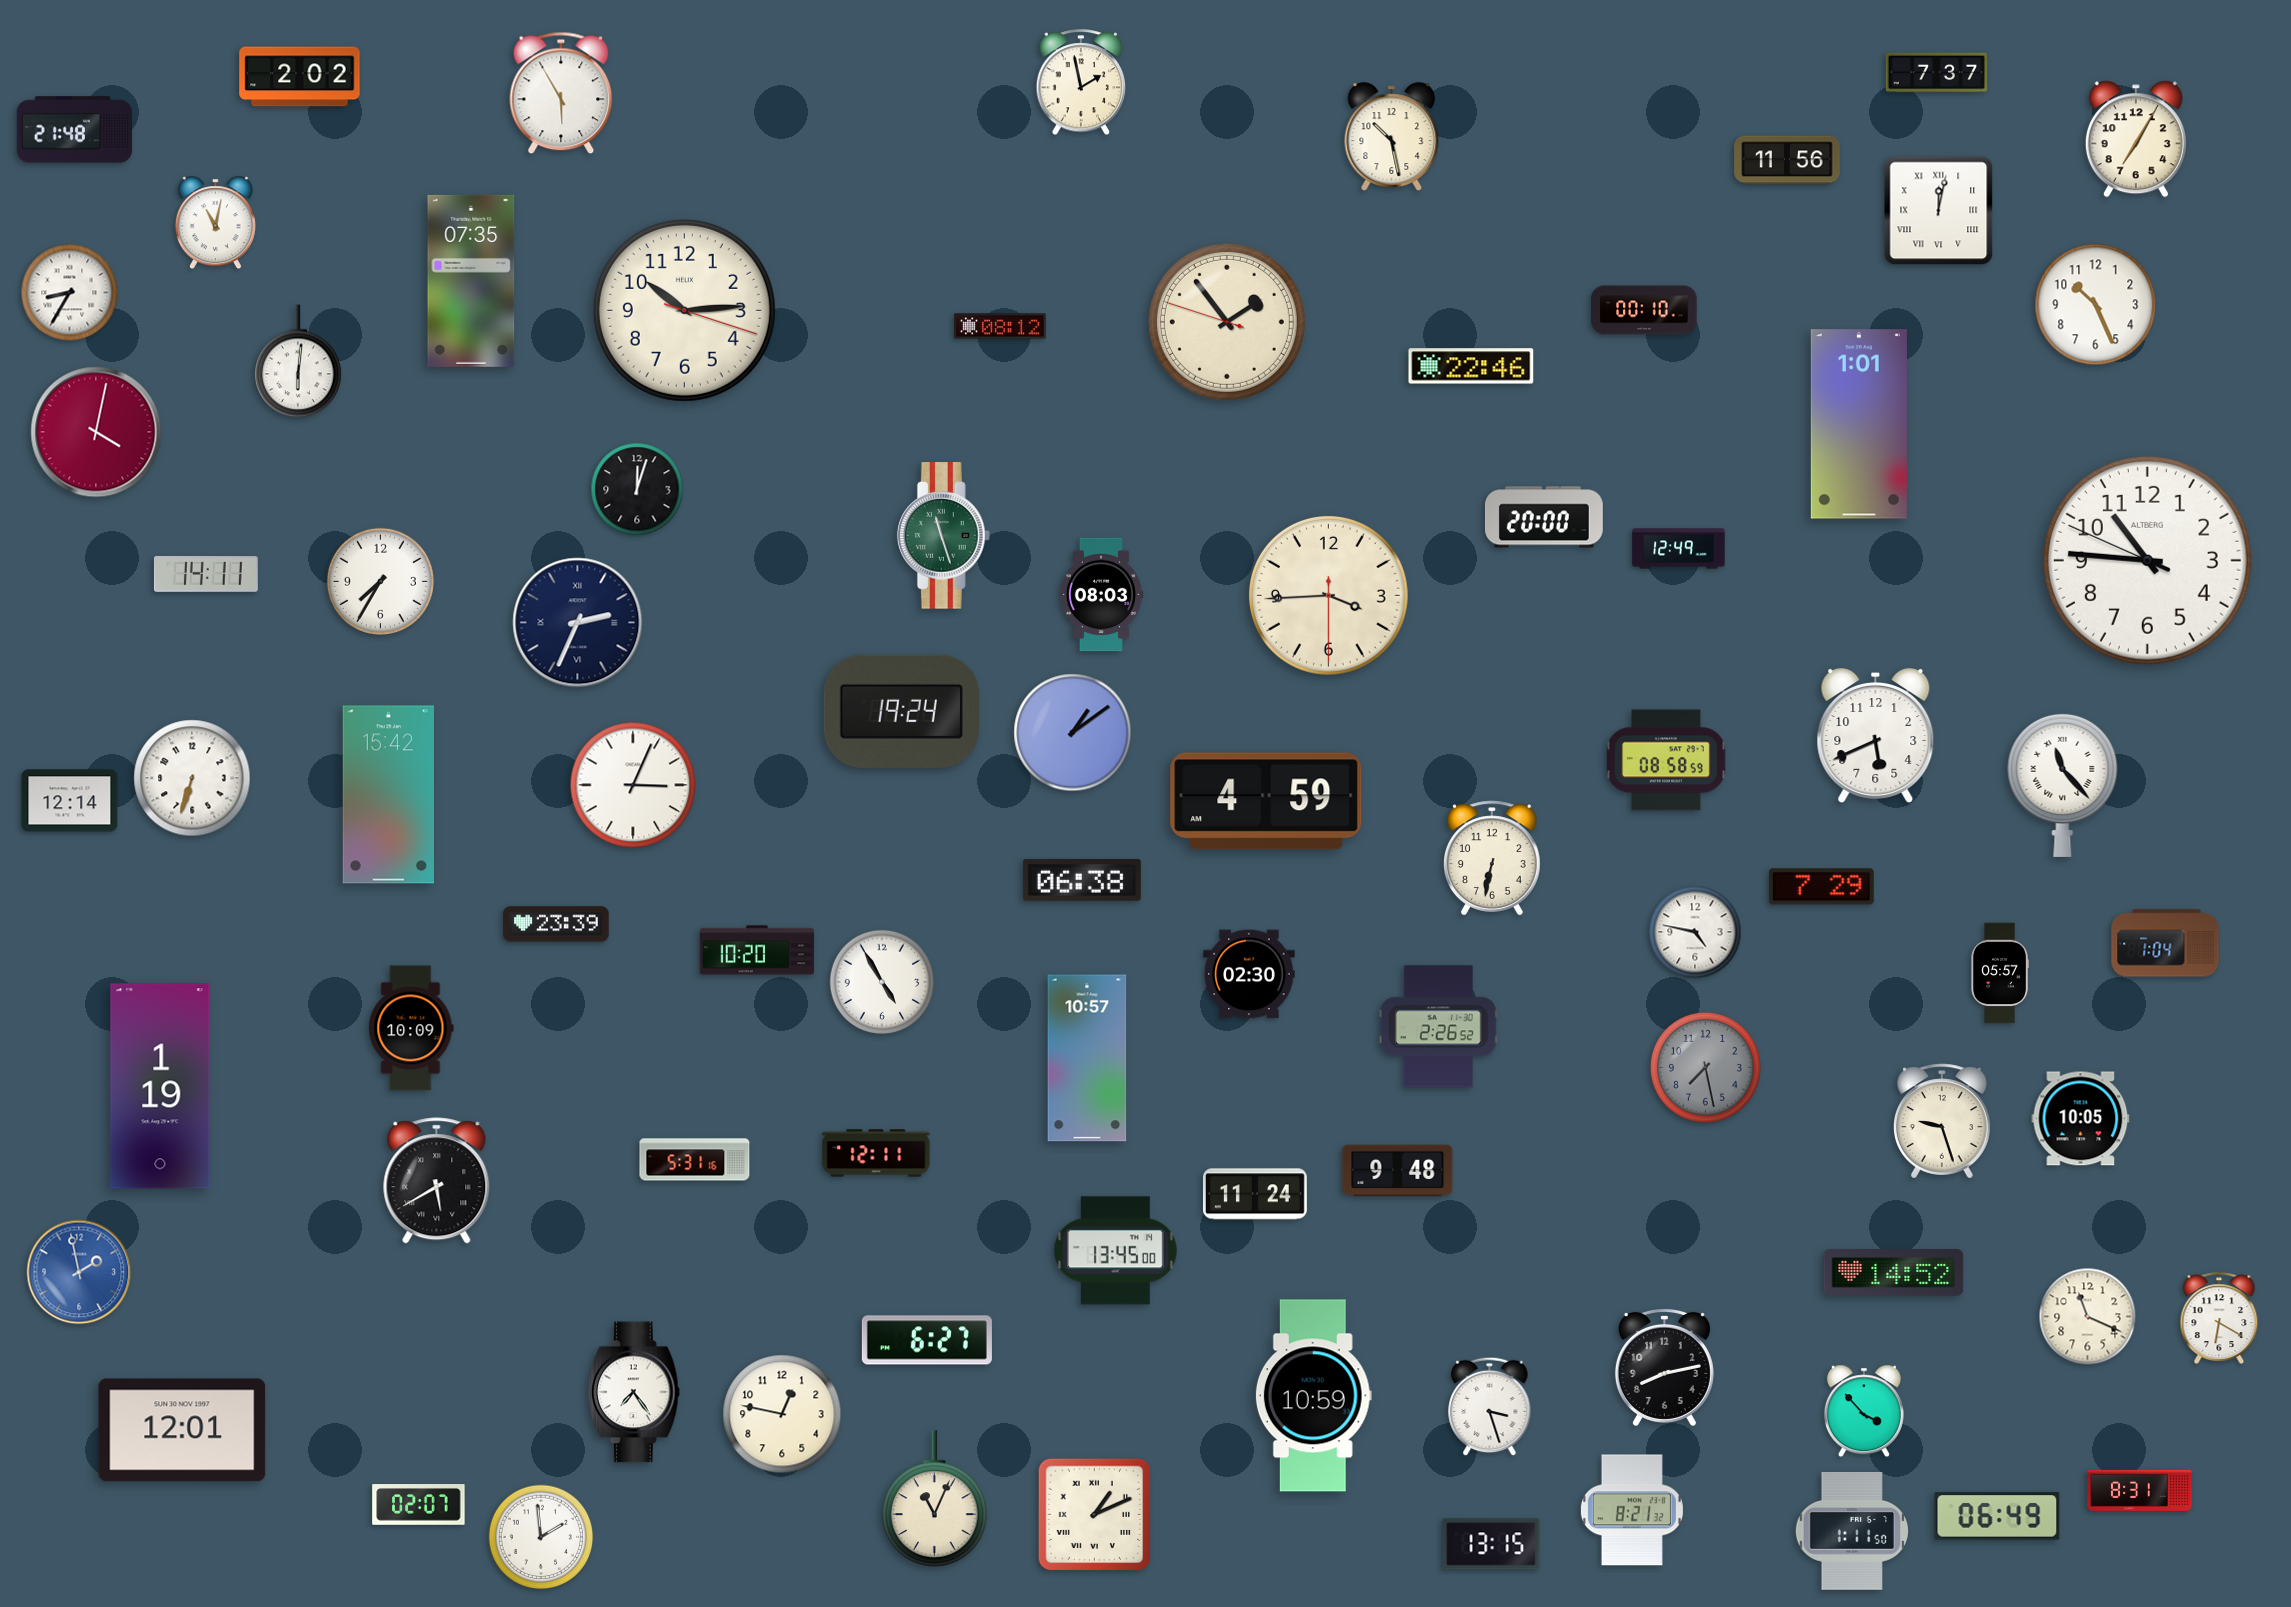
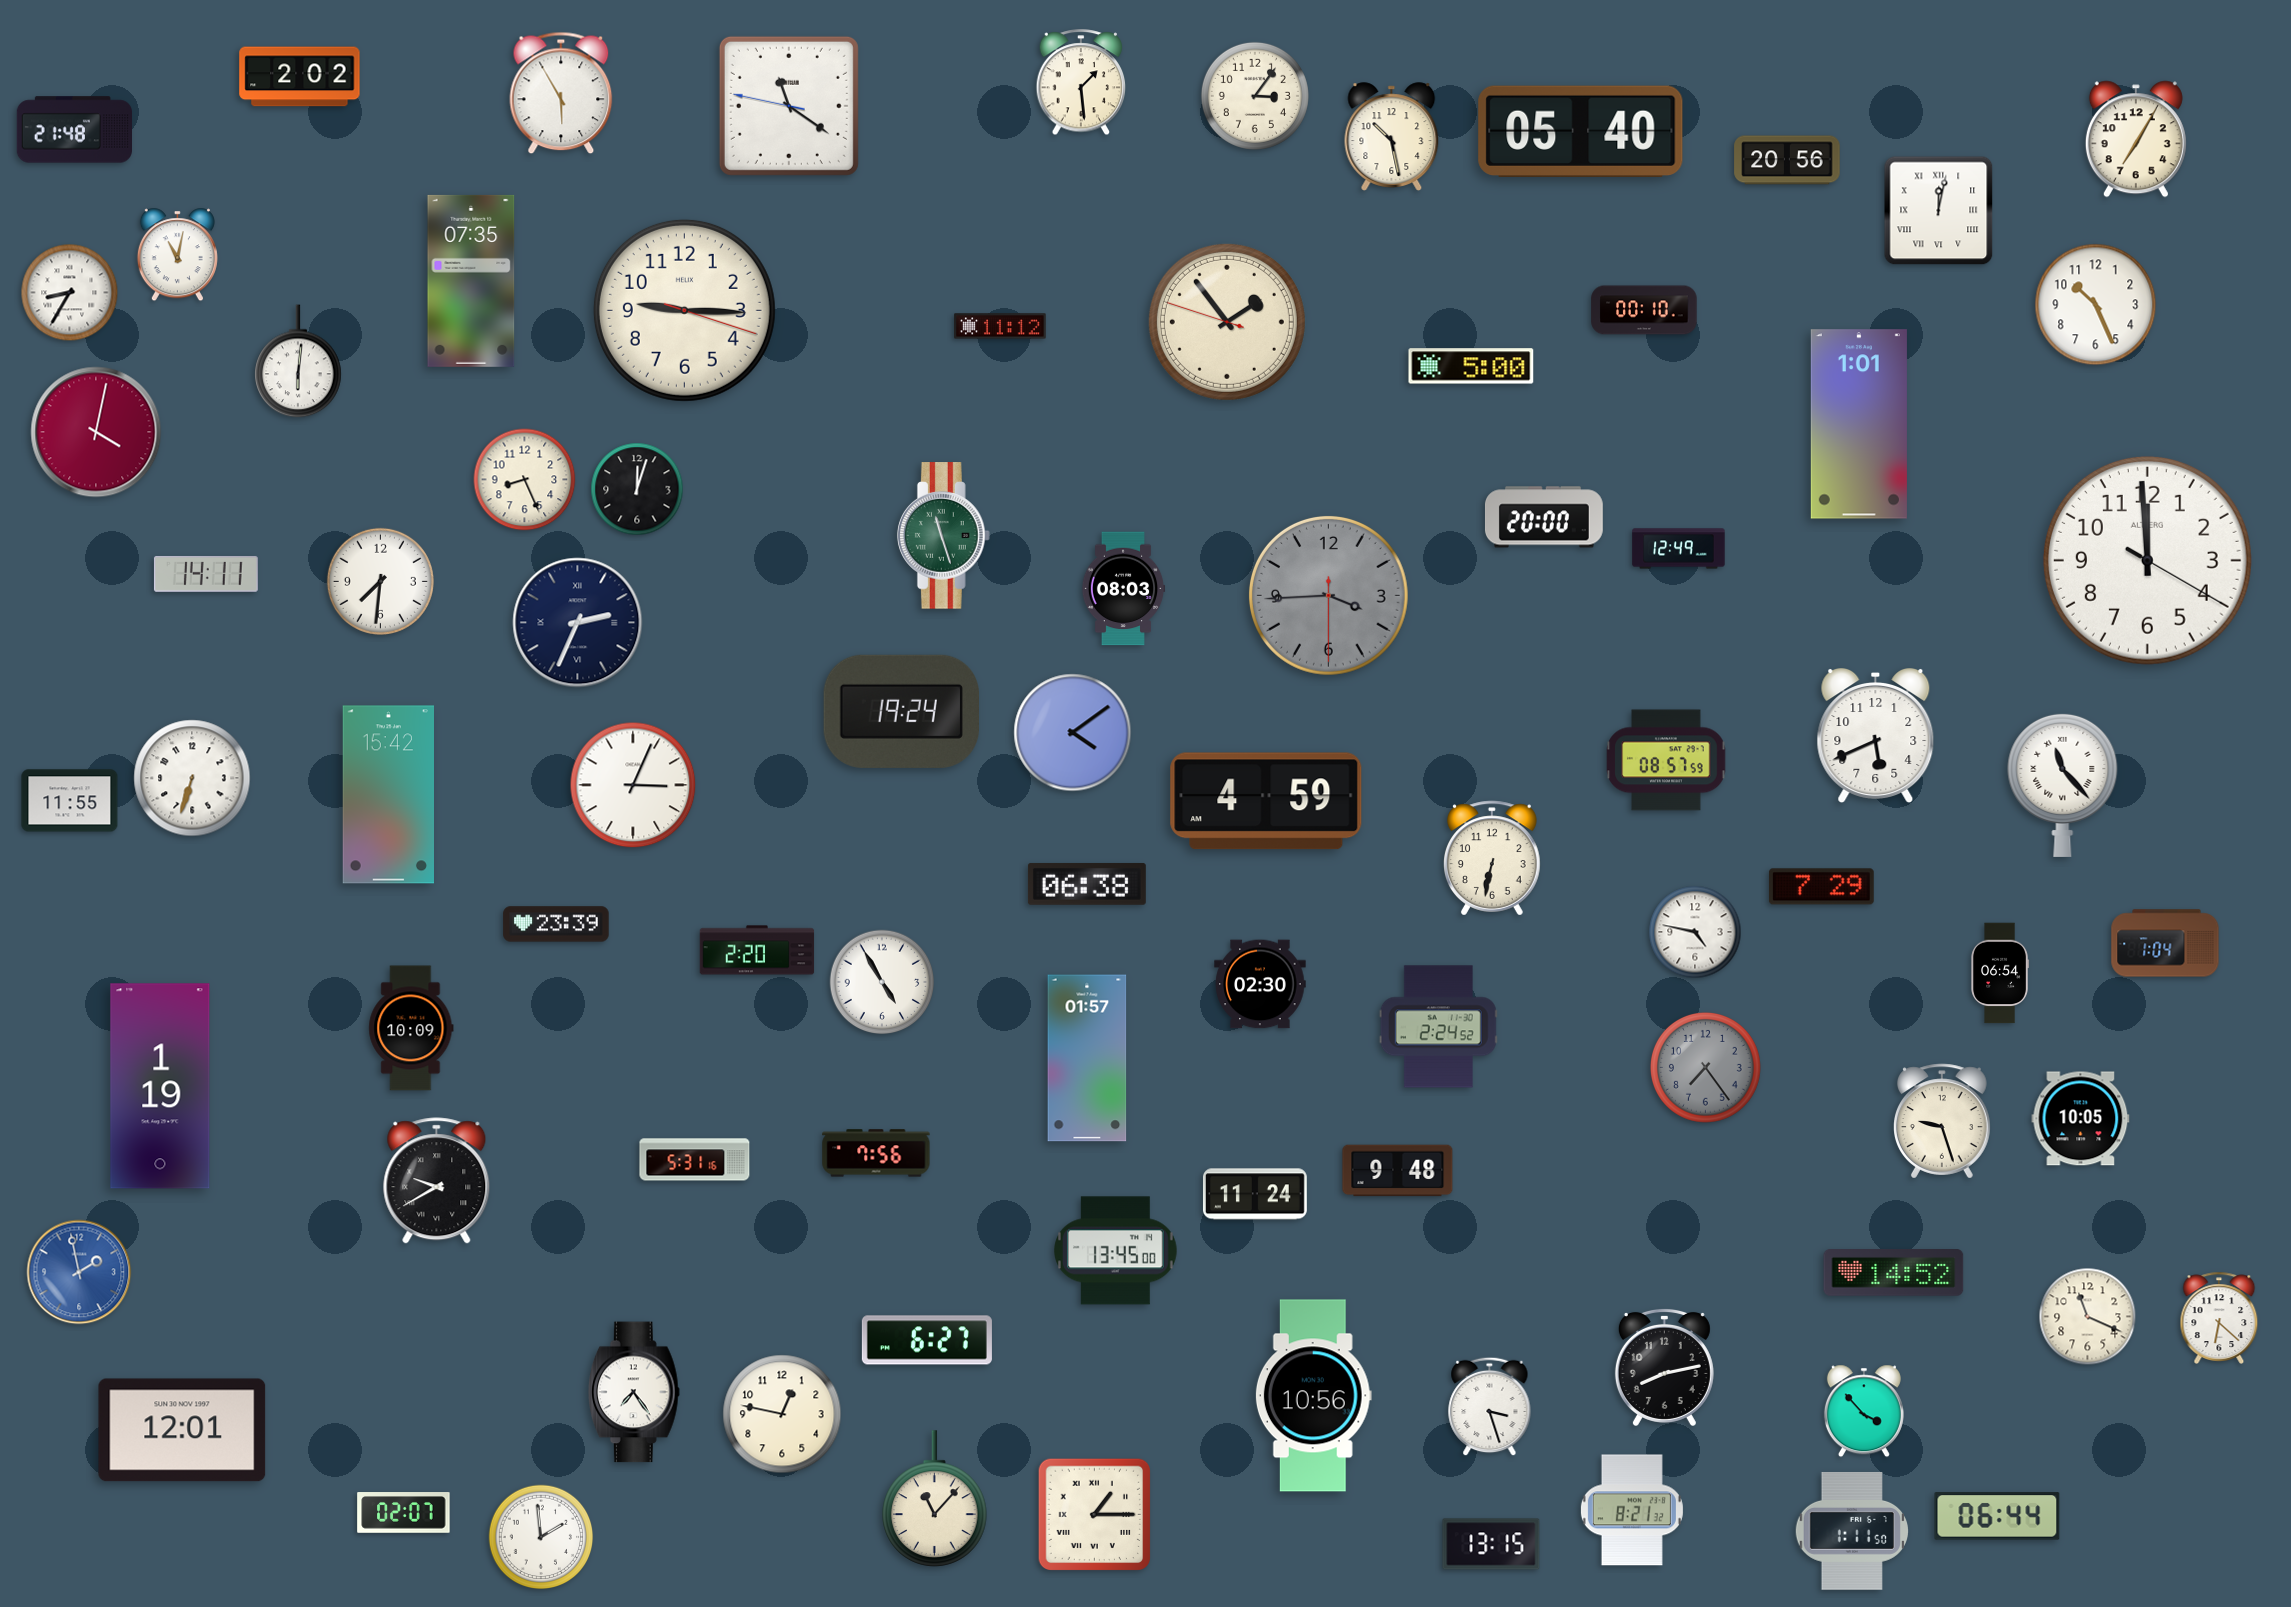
clock at (1937, 73): 7:37 -> none
clock at (1081, 83): 1:58 -> 1:29
clock at (1255, 96): none -> 3:06
clock at (789, 106): none -> 11:20
clock at (1581, 131): none -> 05:40
clock at (1787, 160): 11:56 -> 20:56
clock at (215, 223) position: (215, 223) -> (177, 255)
clock at (684, 310): 10:14 -> 9:15
clock at (1000, 326): 08:12 -> 11:12
clock at (1471, 366): 22:46 -> 5:00
clock at (525, 480): none -> 8:26
clock at (2147, 560): 10:45 -> 11:59
clock at (380, 581): 7:35 -> 7:31
clock at (1101, 595) position: (1101, 595) -> (1123, 589)
clock at (1328, 595) dial: cream -> grey
clock at (1073, 733): 1:09 -> 4:09
clock at (1666, 760): 08:58 -> 08:57
clock at (70, 801): 12:14 -> 11:55
clock at (1082, 880) position: (1082, 880) -> (1087, 884)
clock at (757, 950): 10:20 -> 2:20
clock at (2000, 973): 05:57 -> 06:54
clock at (1249, 974) position: (1249, 974) -> (1260, 984)
clock at (1438, 1027): 2:26 -> 2:24
clock at (1087, 1058): 10:57 -> 01:57
clock at (1705, 1067): 7:28 -> 7:24
clock at (876, 1153): 12:11 -> 7:56
clock at (437, 1181): 5:40 -> 9:40
clock at (2219, 1317): 6:20 -> 6:22
clock at (1313, 1396): 10:59 -> 10:56
clock at (2140, 1490): 8:31 -> none
clock at (935, 1499): 11:04 -> 11:07
clock at (419, 1505) position: (419, 1505) -> (404, 1513)
clock at (1095, 1515): 1:11 -> 1:15
clock at (1997, 1516): 06:49 -> 06:44
